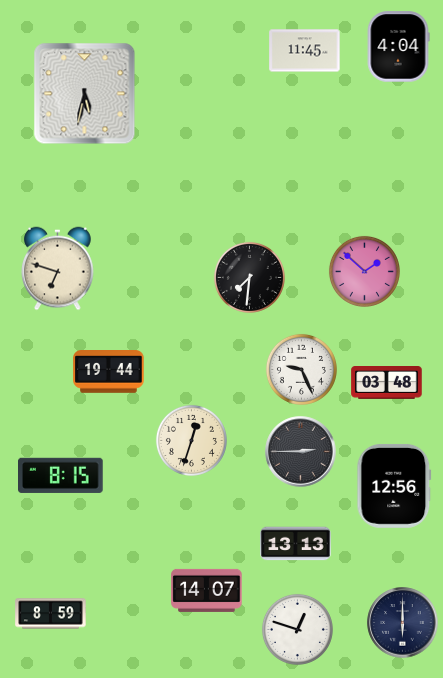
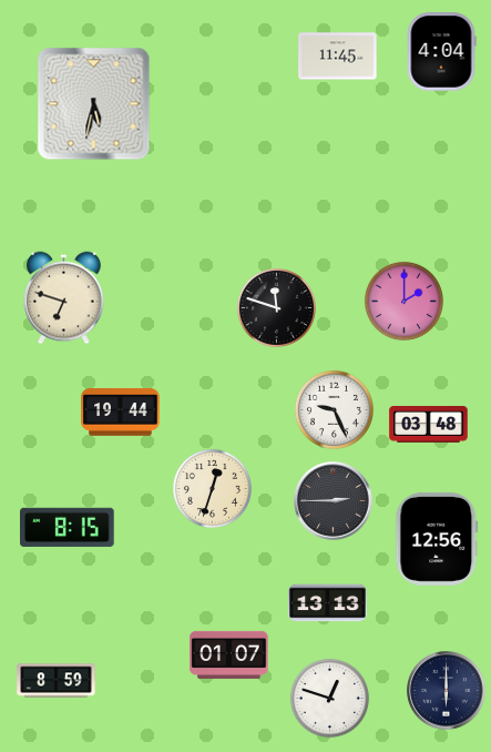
clock at (364, 271): 1:52 -> 2:00
clock at (249, 277): 7:31 -> 11:48
clock at (207, 590): 14:07 -> 01:07
